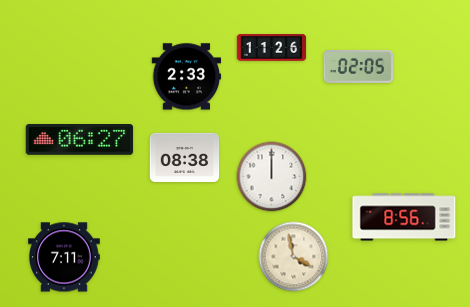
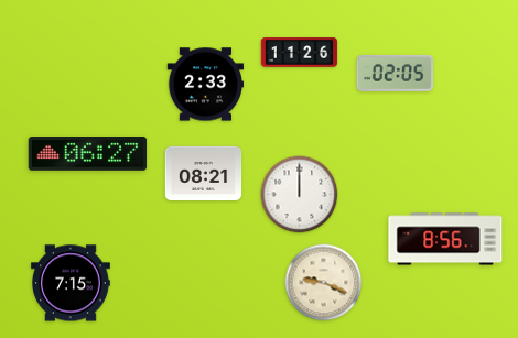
clock at (185, 157): 08:38 -> 08:21
clock at (65, 257): 7:11 -> 7:15
clock at (294, 257): 3:58 -> 9:19
